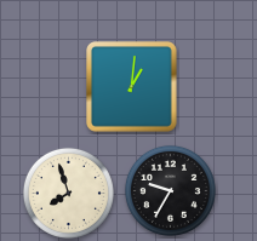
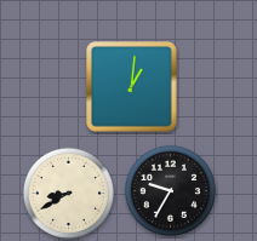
clock at (68, 193): 7:57 -> 8:40
